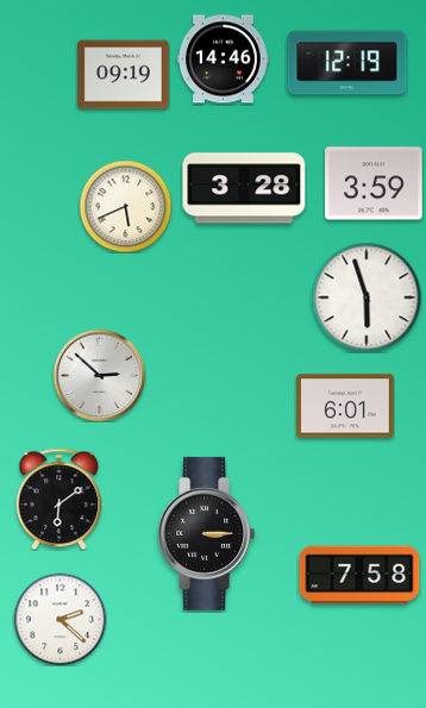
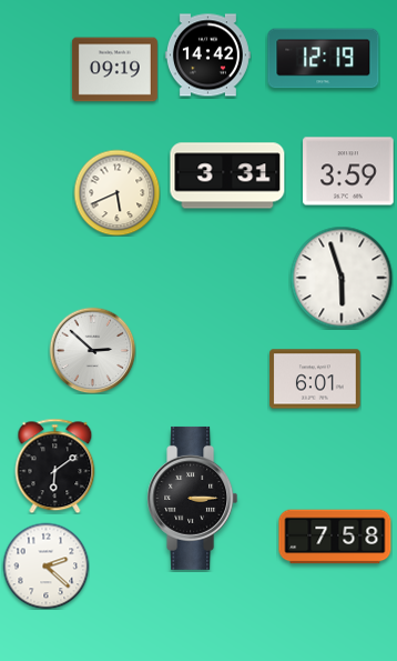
clock at (223, 59): 14:46 -> 14:42
clock at (244, 188): 3:28 -> 3:31
clock at (345, 406) position: (345, 406) -> (315, 379)
clock at (59, 619) position: (59, 619) -> (45, 565)
